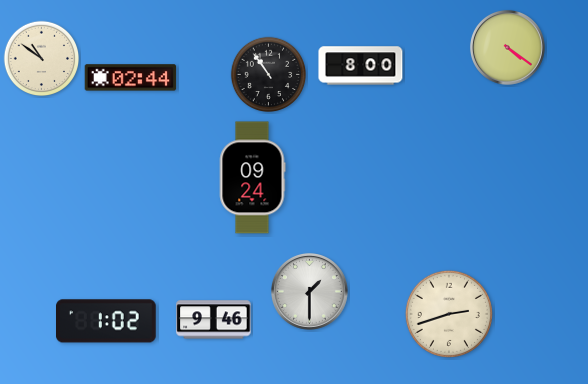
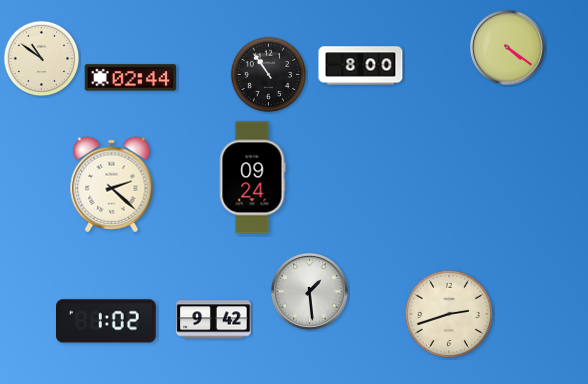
clock at (112, 185): none -> 2:22
clock at (309, 291): 1:30 -> 1:29
clock at (214, 320): 9:46 -> 9:42
